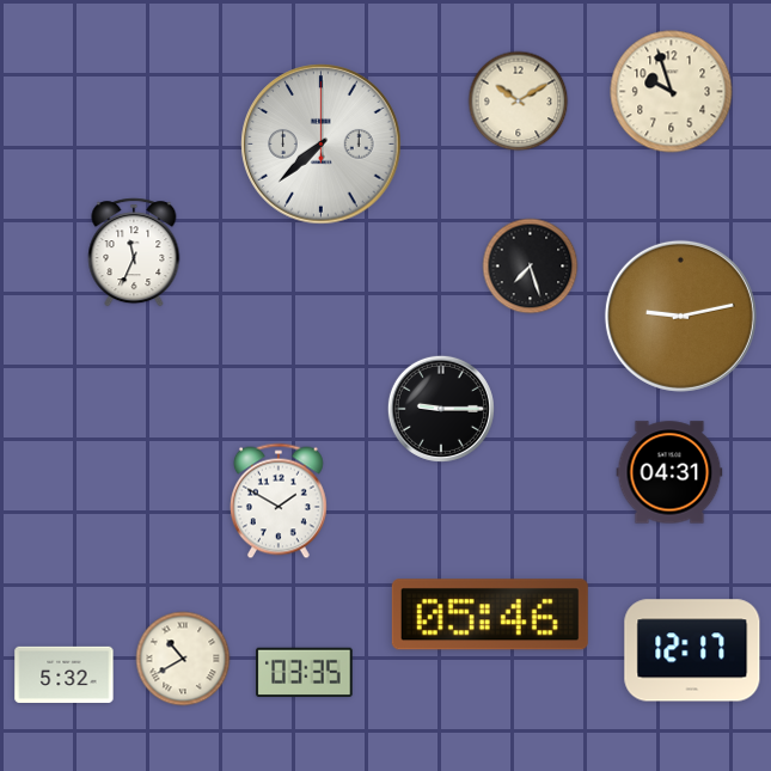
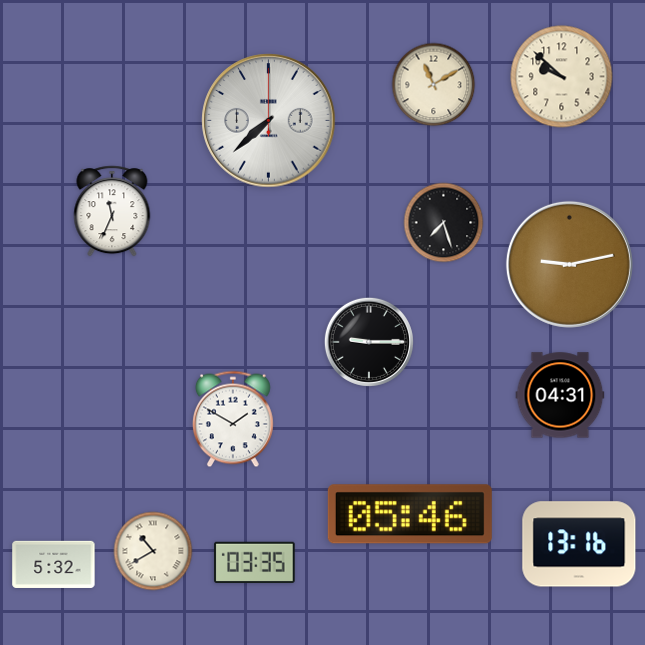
clock at (672, 92): 9:57 -> 9:52
clock at (519, 102): 10:10 -> 11:10
clock at (692, 650): 12:17 -> 13:16
